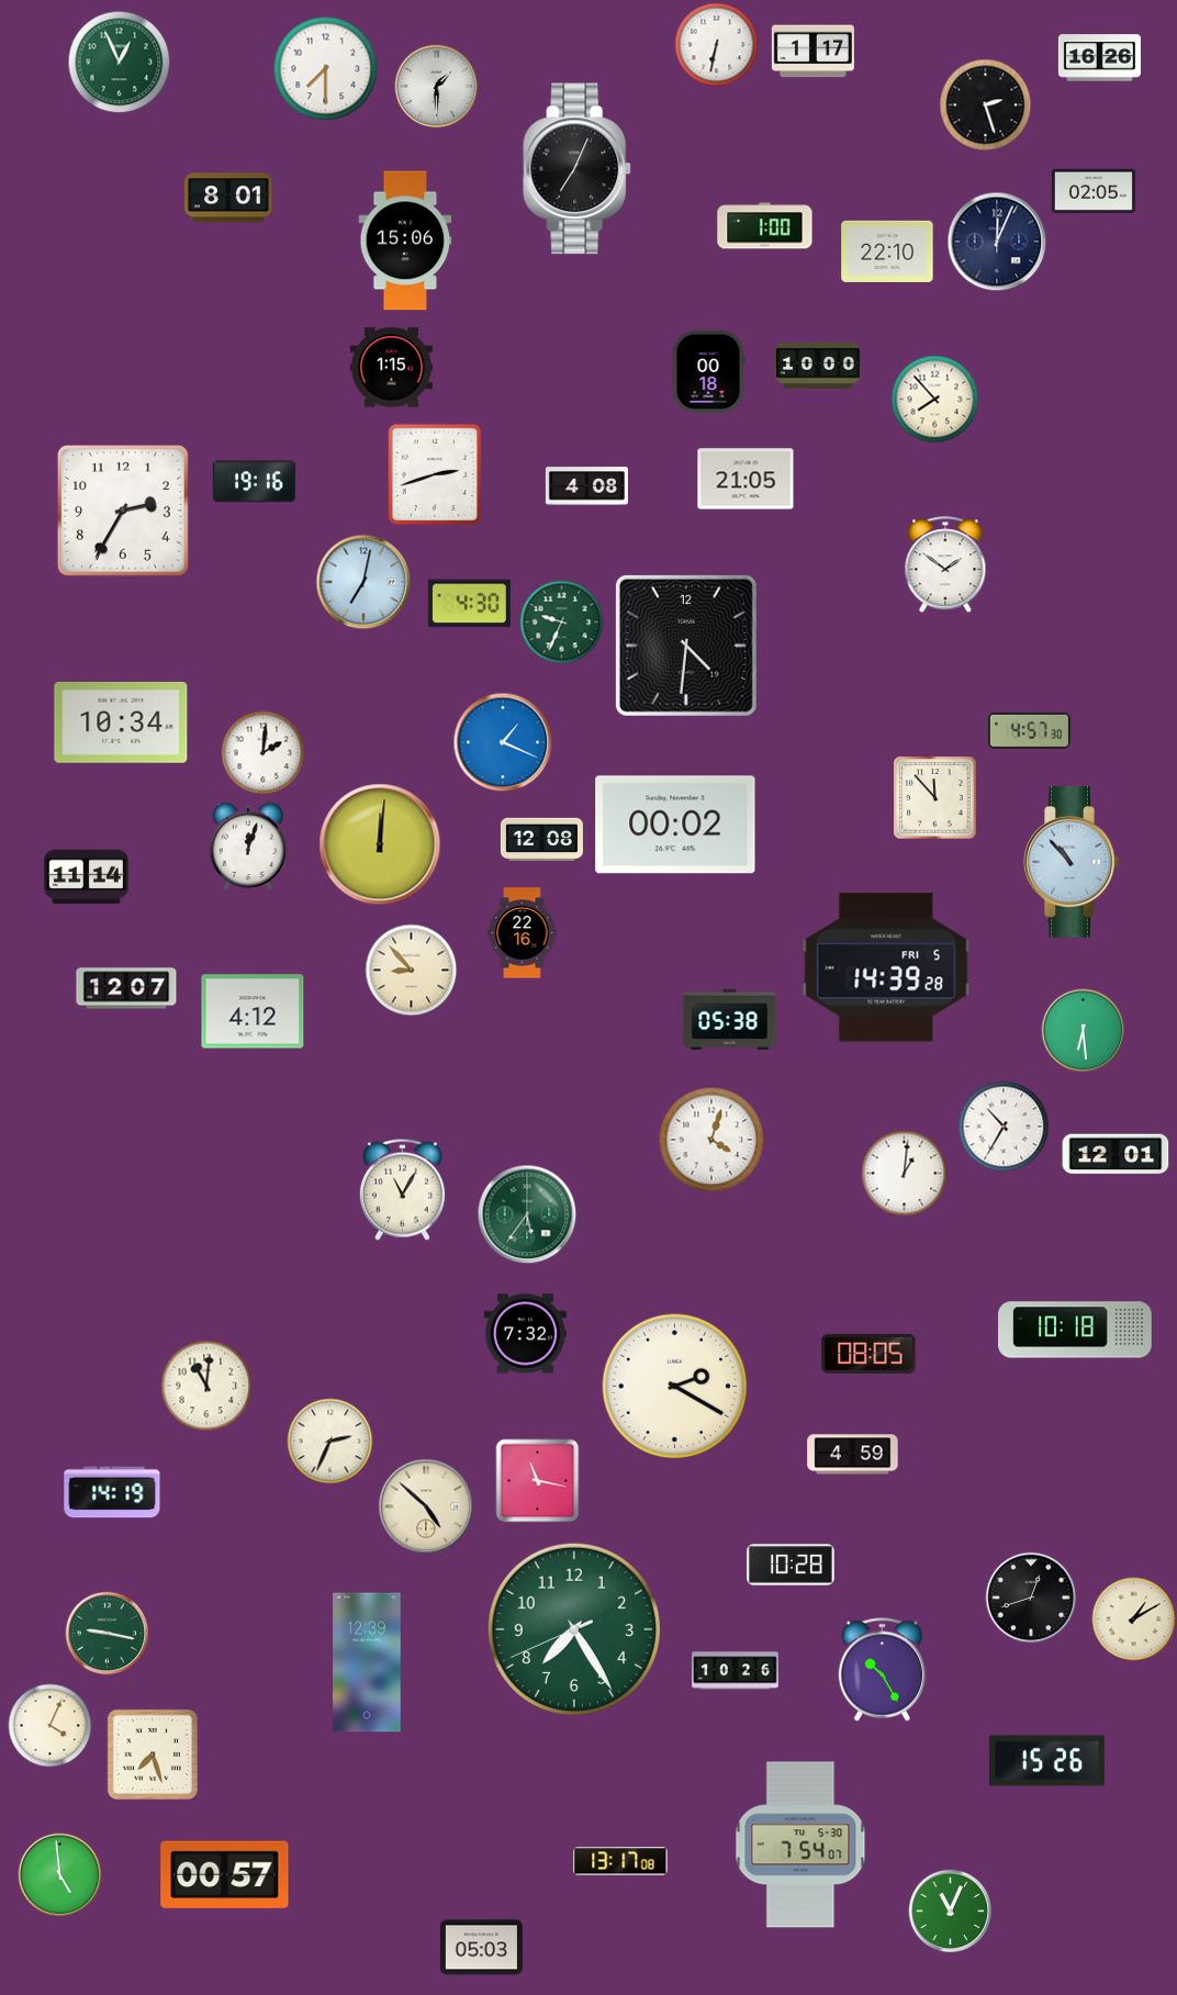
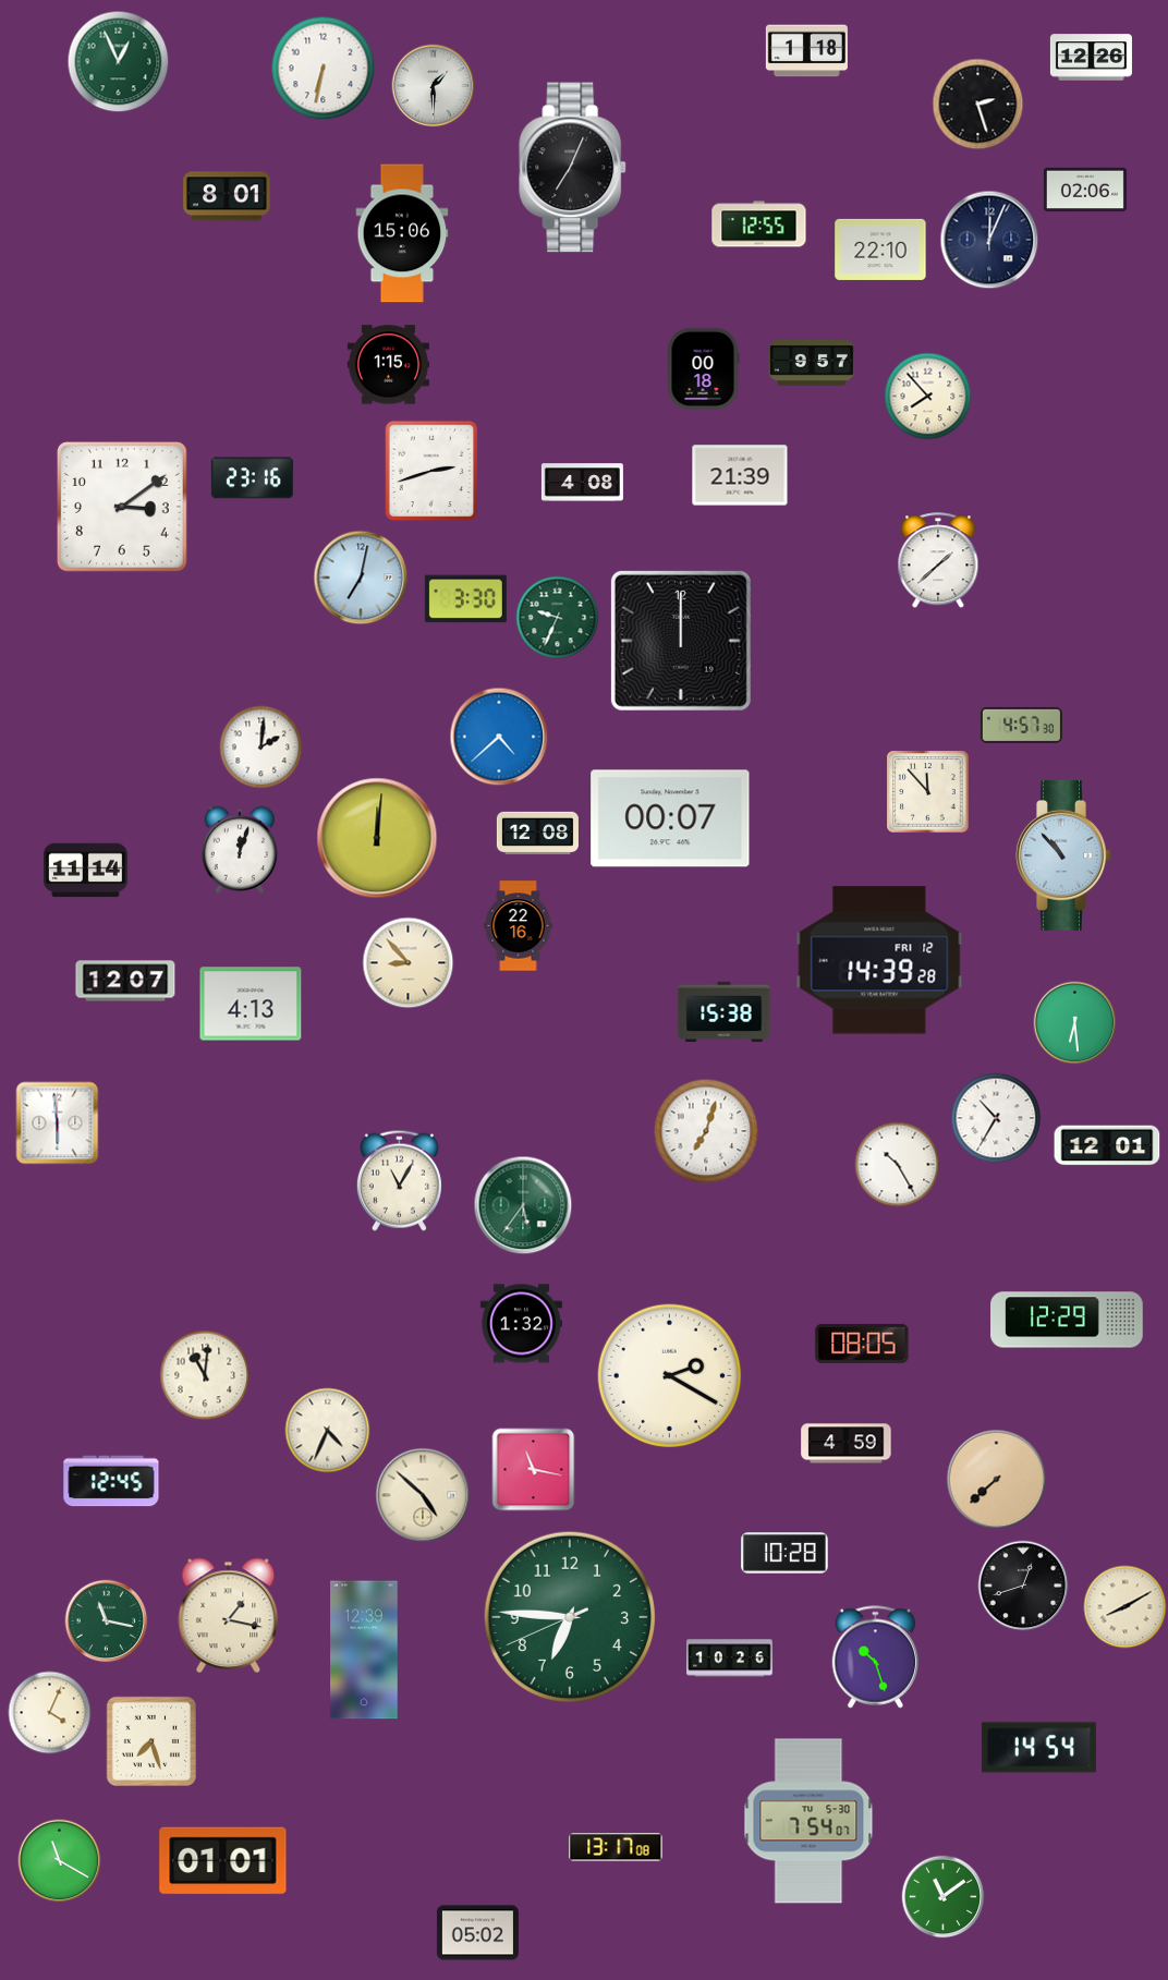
clock at (717, 45): 6:32 -> none
clock at (812, 52): 1:17 -> 1:18
clock at (1099, 58): 16:26 -> 12:26
clock at (326, 69): 7:30 -> 6:32
clock at (1094, 191): 02:05 -> 02:06
clock at (765, 226): 1:00 -> 12:55
clock at (405, 240) position: (405, 240) -> (402, 233)
clock at (819, 366): 10:00 -> 9:57
clock at (746, 479): 21:05 -> 21:39
clock at (254, 482): 19:16 -> 23:16
clock at (124, 512): 2:35 -> 3:09
clock at (945, 565): 1:51 -> 1:38
clock at (469, 604): 4:30 -> 3:30
clock at (686, 646): 4:31 -> 12:00
clock at (121, 722): 10:34 -> none
clock at (503, 742): 1:19 -> 4:38
clock at (675, 825): 00:02 -> 00:07
clock at (248, 847) position: (248, 847) -> (240, 850)
clock at (886, 967) date: FRI 5 -> FRI 12
clock at (253, 1011): 4:12 -> 4:13
clock at (730, 1020): 05:38 -> 15:38
clock at (58, 1123): none -> 5:59
clock at (711, 1140): 4:03 -> 7:03
clock at (905, 1174): 1:01 -> 10:25
clock at (1075, 1330): 10:18 -> 12:29
clock at (525, 1334): 7:32 -> 1:32
clock at (330, 1442): 2:34 -> 4:34
clock at (997, 1480): none -> 7:38
clock at (112, 1492): 14:19 -> 12:45
clock at (1134, 1619): 1:10 -> 8:10
clock at (229, 1615): none -> 1:17
clock at (573, 1628): 7:24 -> 6:45
clock at (108, 1634): 9:17 -> 11:17
clock at (883, 1670): 10:25 -> 10:27
clock at (1046, 1761): 15:26 -> 14:54
clock at (800, 1845) position: (800, 1845) -> (808, 1821)
clock at (60, 1875): 4:59 -> 11:20
clock at (225, 1875): 00:57 -> 01:01
clock at (951, 1912): 11:04 -> 11:09
clock at (481, 1948): 05:03 -> 05:02
